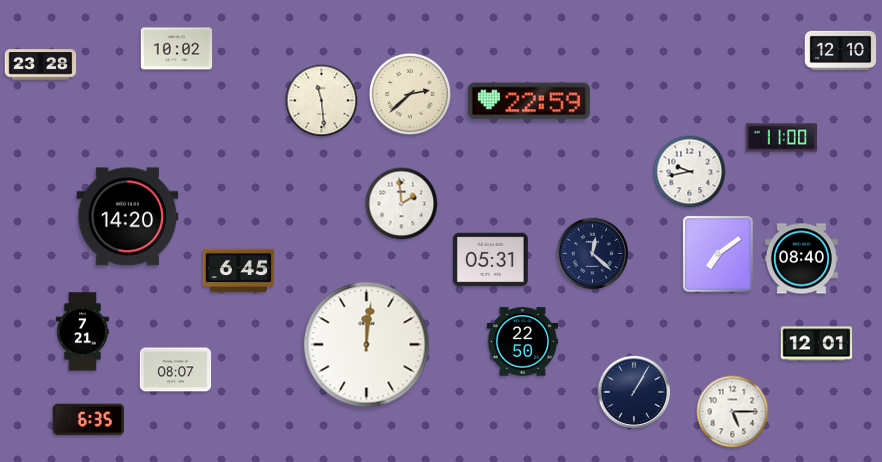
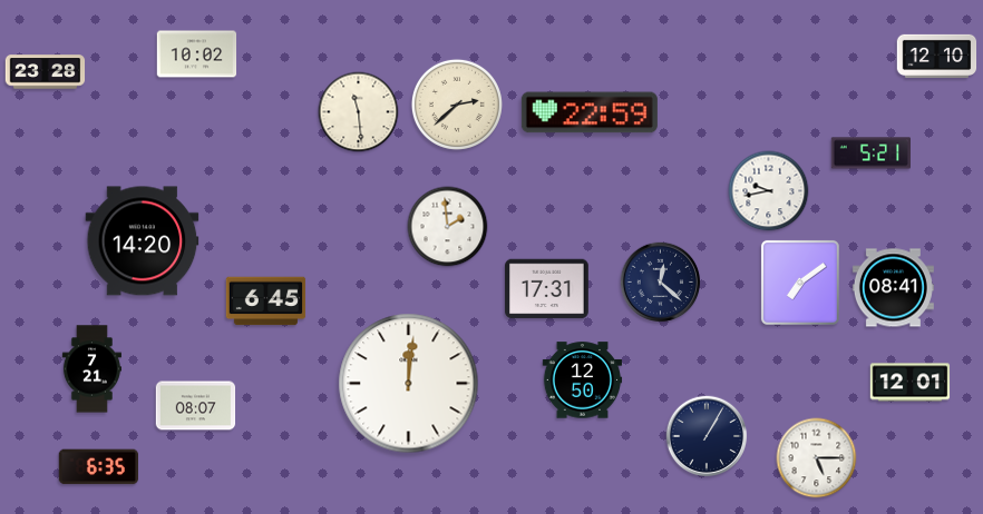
clock at (781, 138): 11:00 -> 5:21
clock at (801, 259): 08:40 -> 08:41
clock at (491, 260): 05:31 -> 17:31
clock at (523, 342): 22:50 -> 12:50
clock at (176, 370) position: (176, 370) -> (196, 406)
